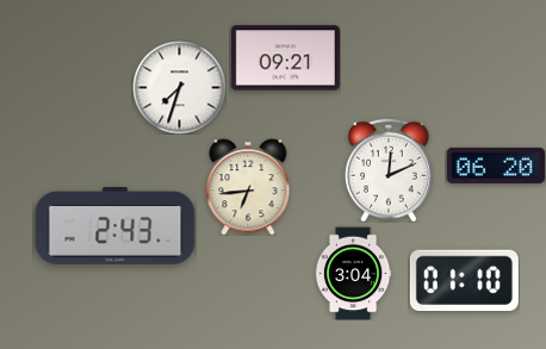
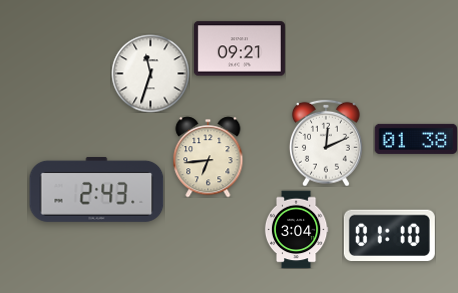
clock at (179, 87): 7:33 -> 11:33
clock at (496, 166): 06:20 -> 01:38
